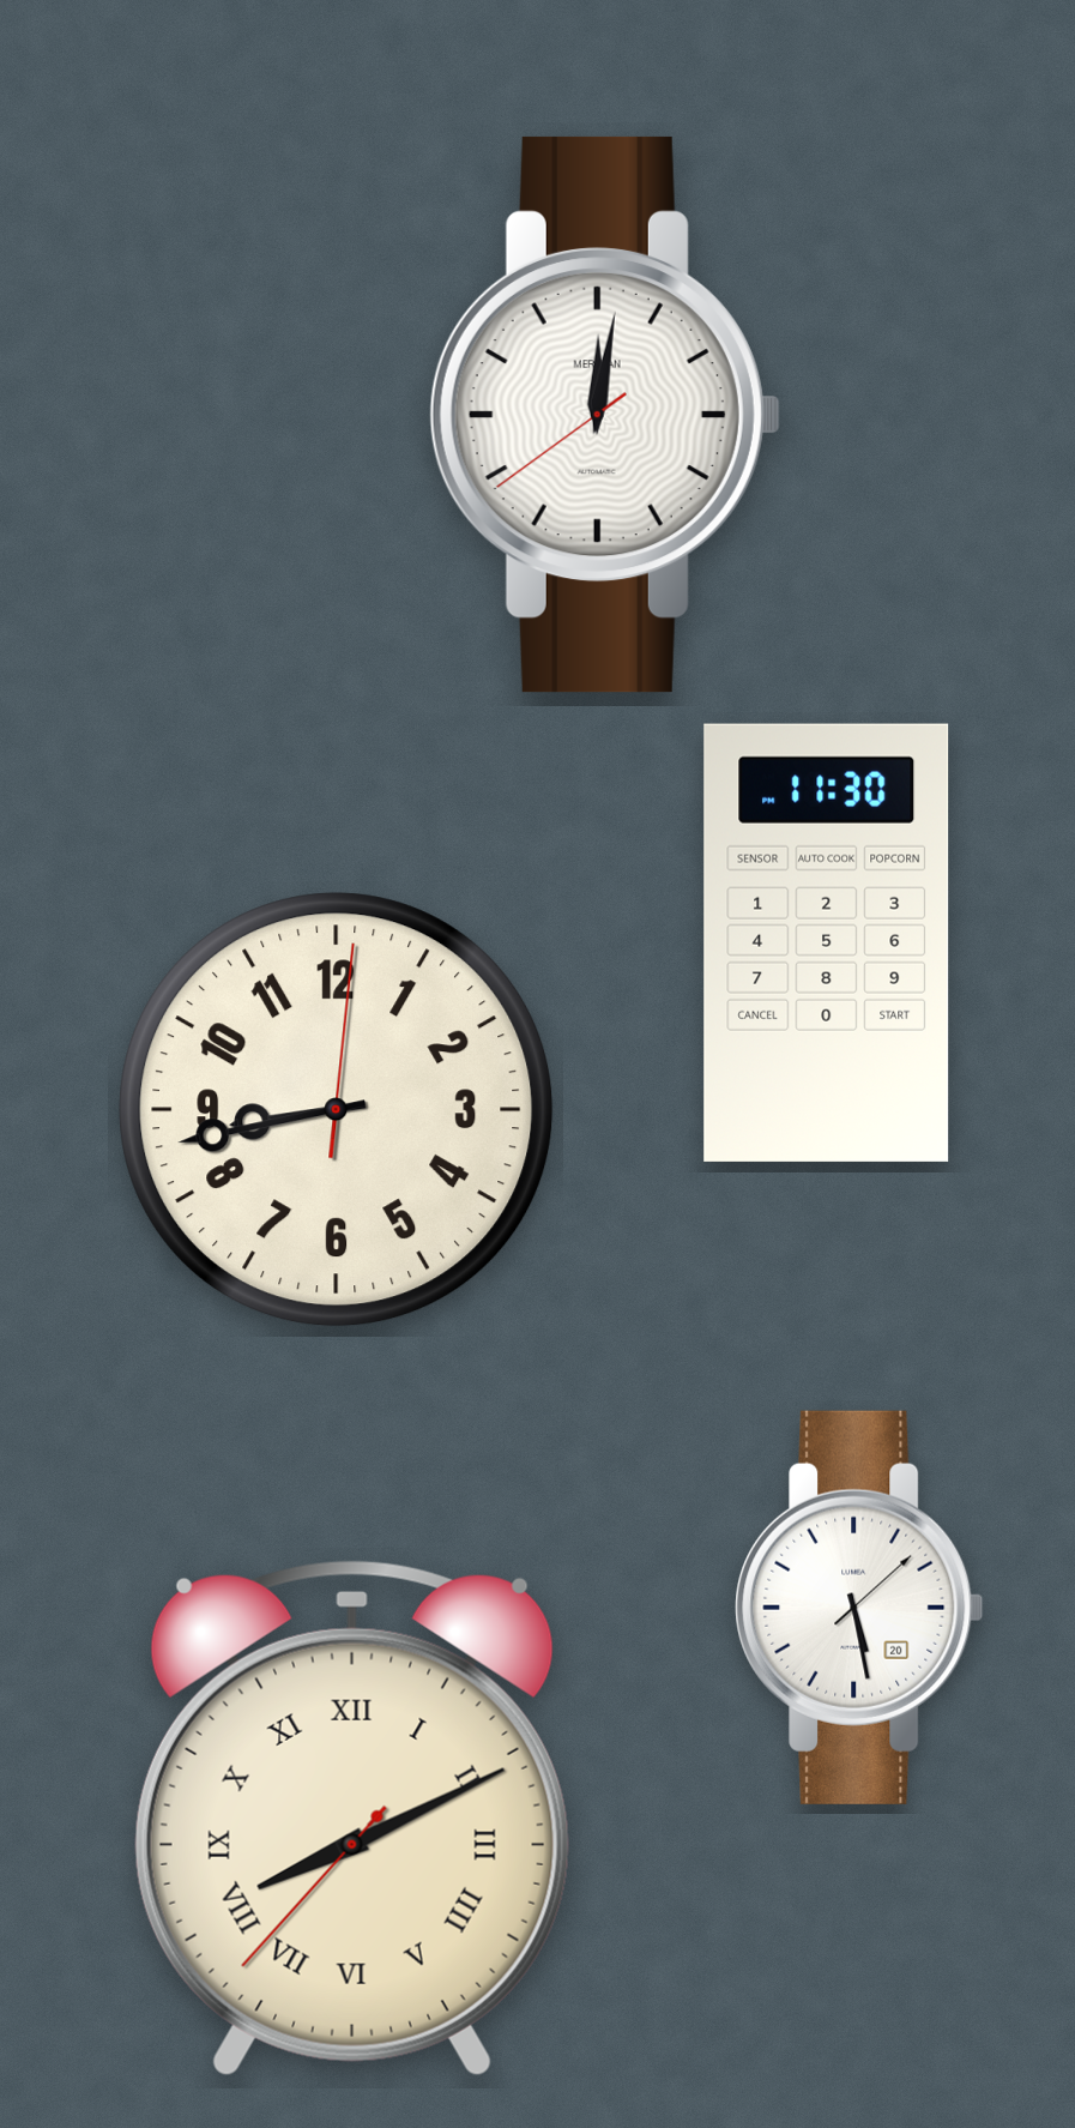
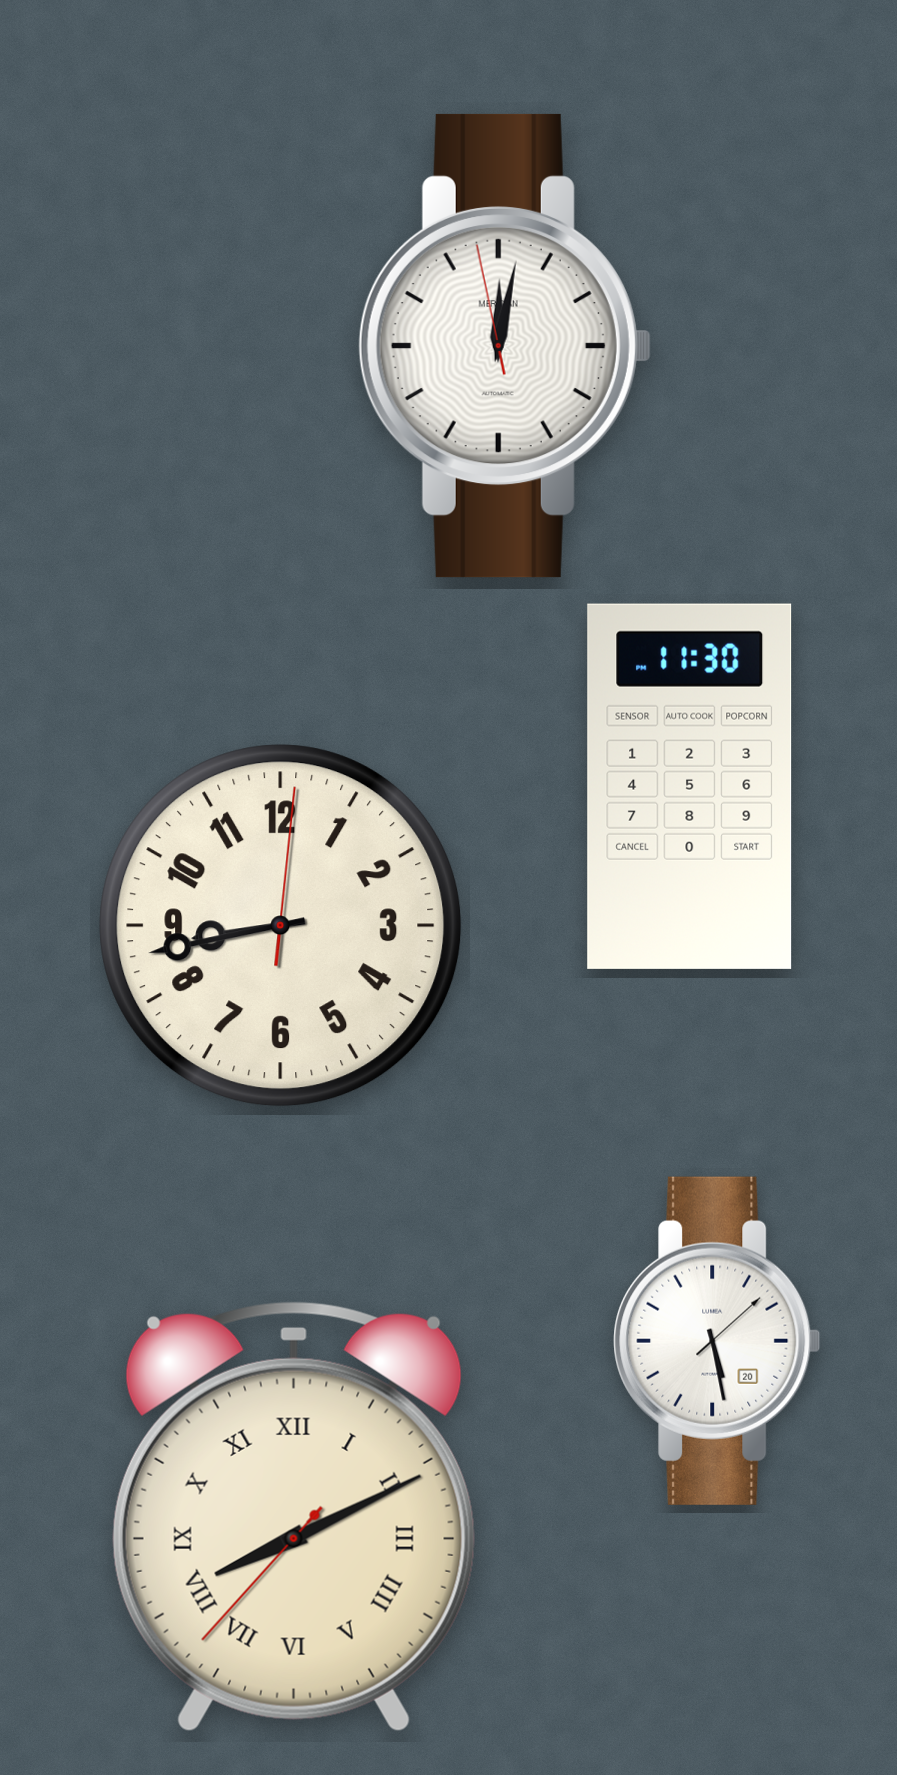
clock at (605, 415): 12:01:39 -> 12:01:58
